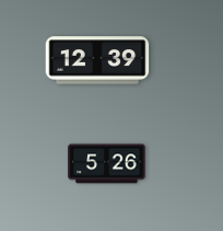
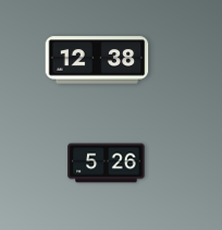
clock at (97, 60): 12:39 -> 12:38
